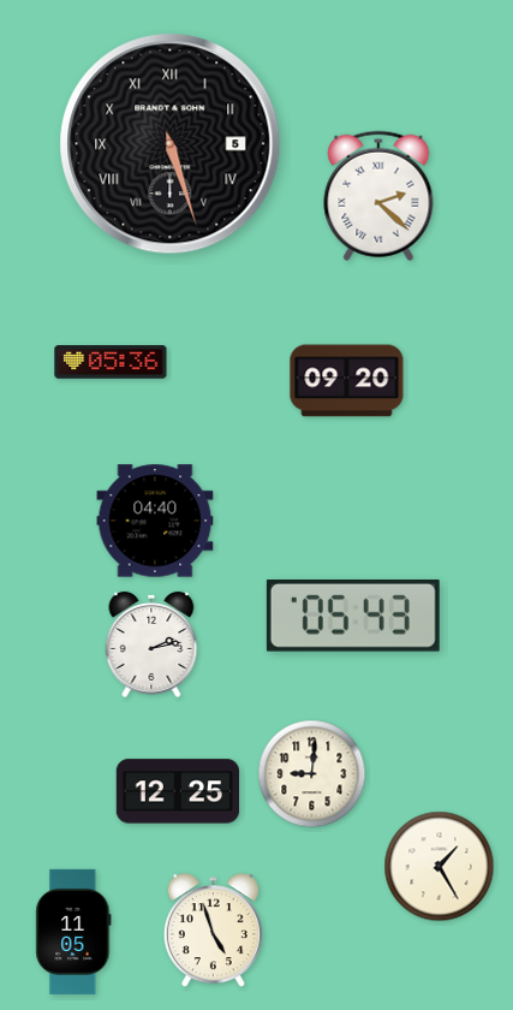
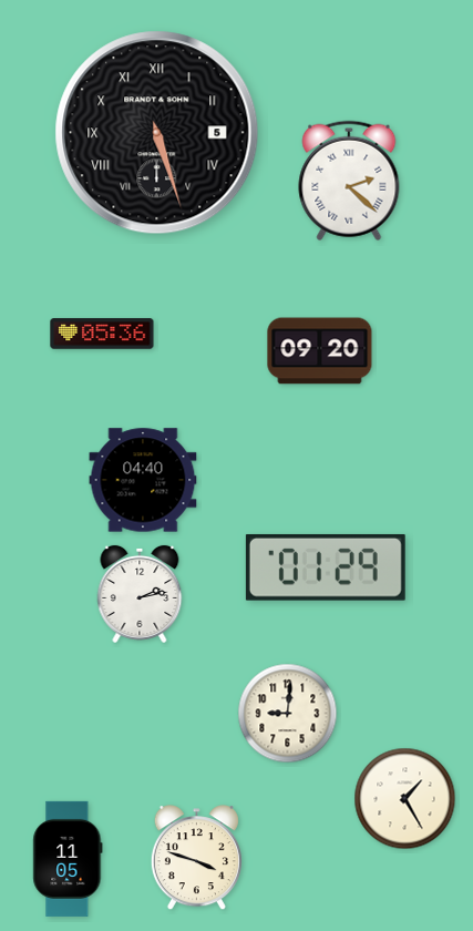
clock at (353, 616): 05:43 -> 01:29
clock at (177, 791): 12:25 -> none
clock at (213, 931): 4:57 -> 3:48
